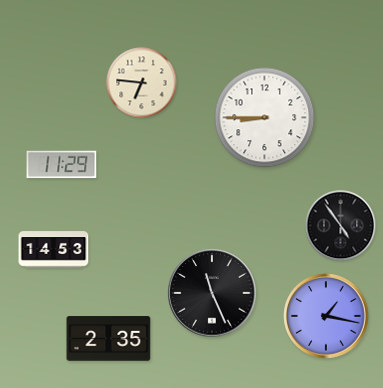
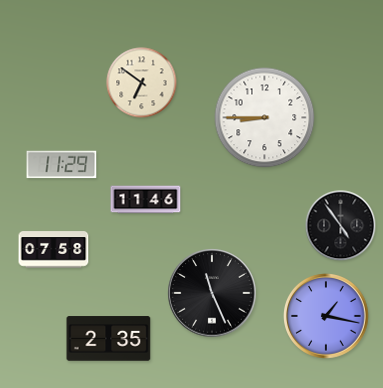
clock at (142, 83): 6:46 -> 6:51
clock at (146, 200): none -> 11:46
clock at (54, 250): 14:53 -> 07:58
